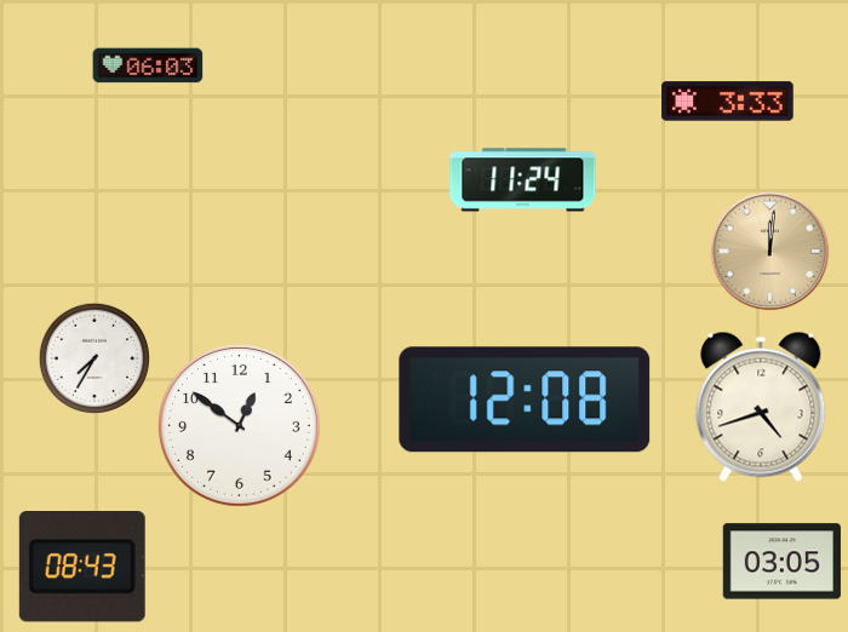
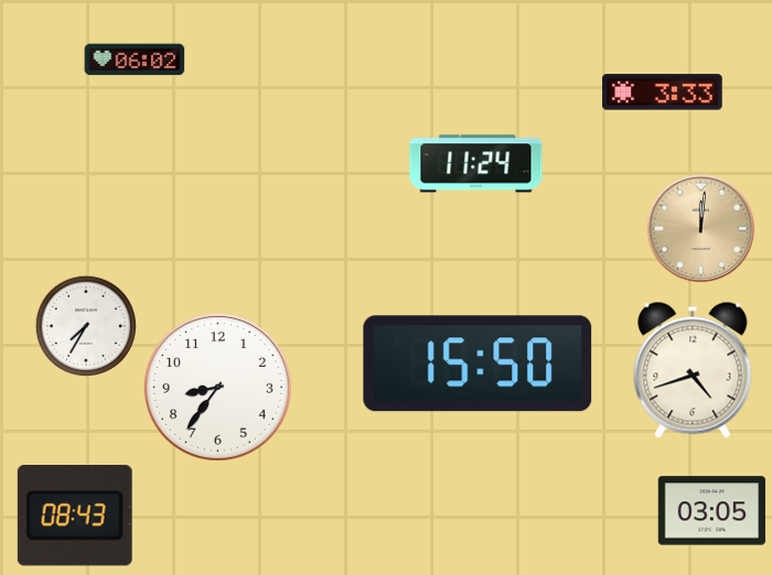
clock at (148, 65): 06:03 -> 06:02
clock at (525, 400): 12:08 -> 15:50
clock at (240, 426): 12:51 -> 8:36
